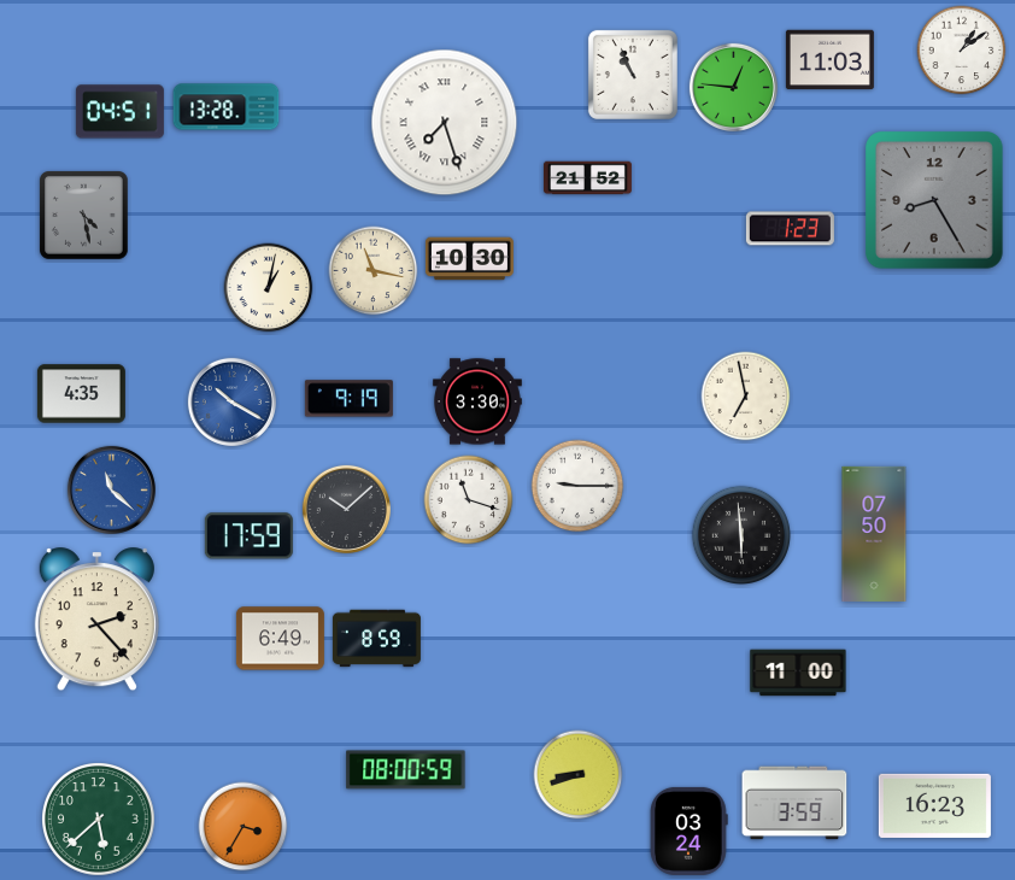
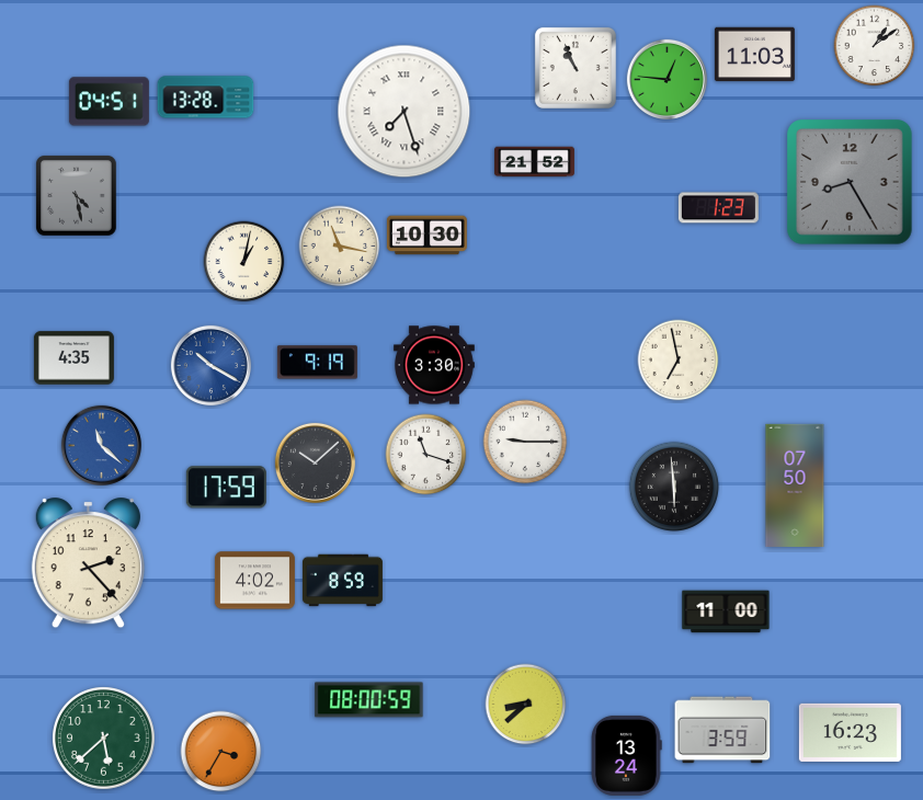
clock at (280, 639): 6:49 -> 4:02
clock at (579, 775): 8:42 -> 8:38
clock at (99, 820) position: (99, 820) -> (104, 739)
clock at (690, 831): 03:24 -> 13:24
